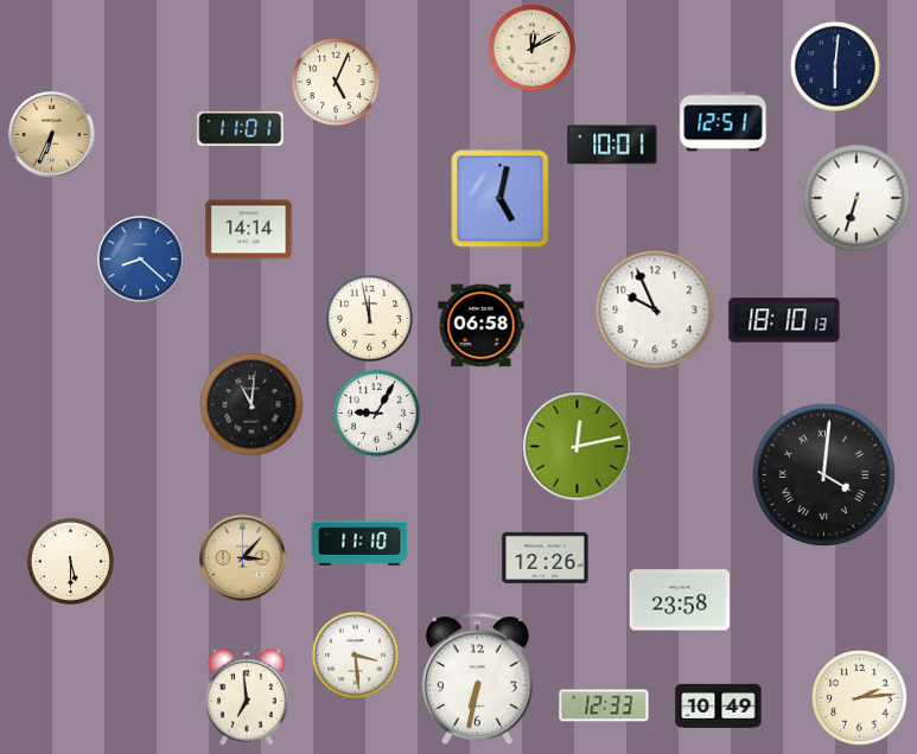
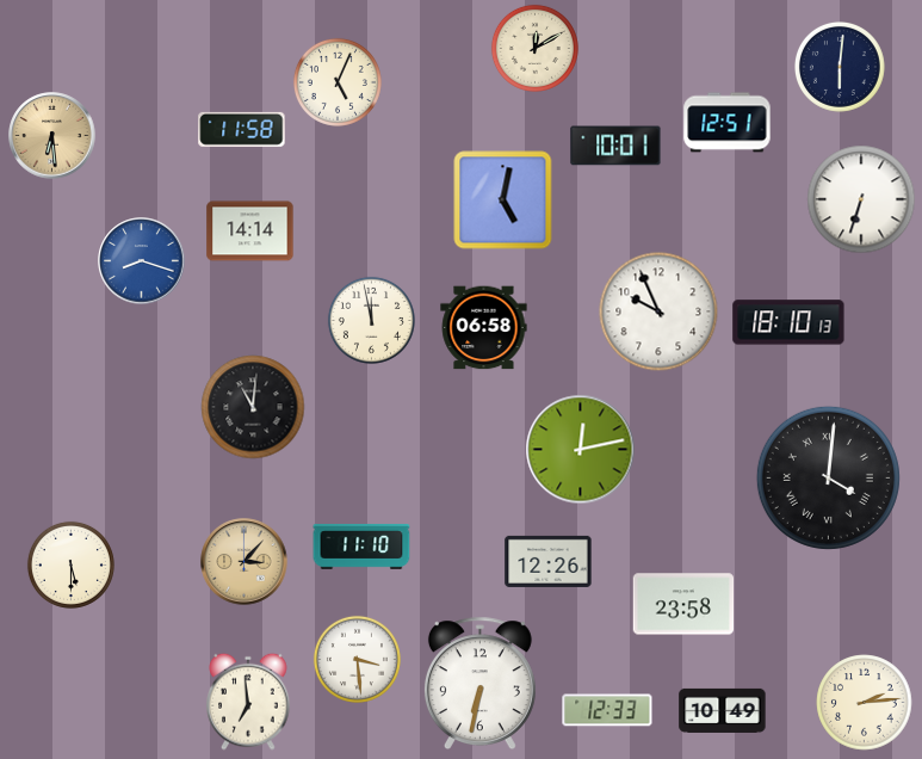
clock at (241, 128): 11:01 -> 11:58
clock at (52, 135): 6:34 -> 6:29
clock at (141, 260): 8:22 -> 8:18
clock at (376, 413): 9:05 -> none
